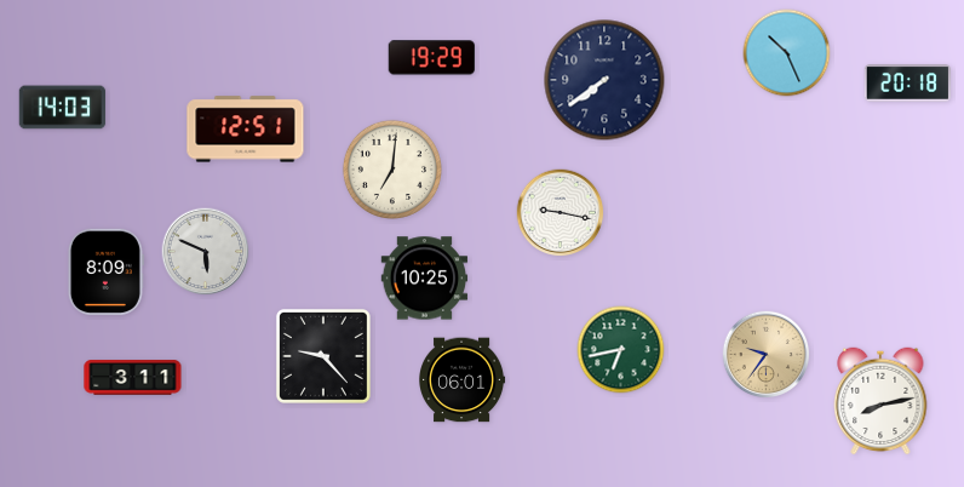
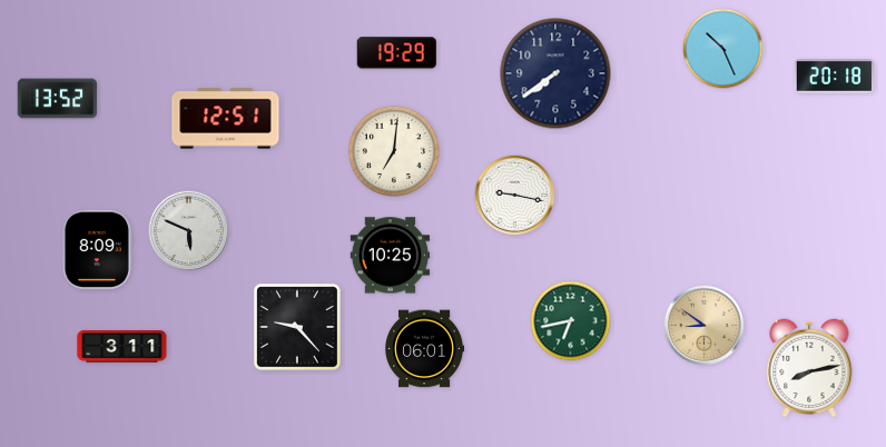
clock at (63, 108): 14:03 -> 13:52
clock at (392, 170) position: (392, 170) -> (394, 151)
clock at (767, 355): 9:36 -> 8:51
